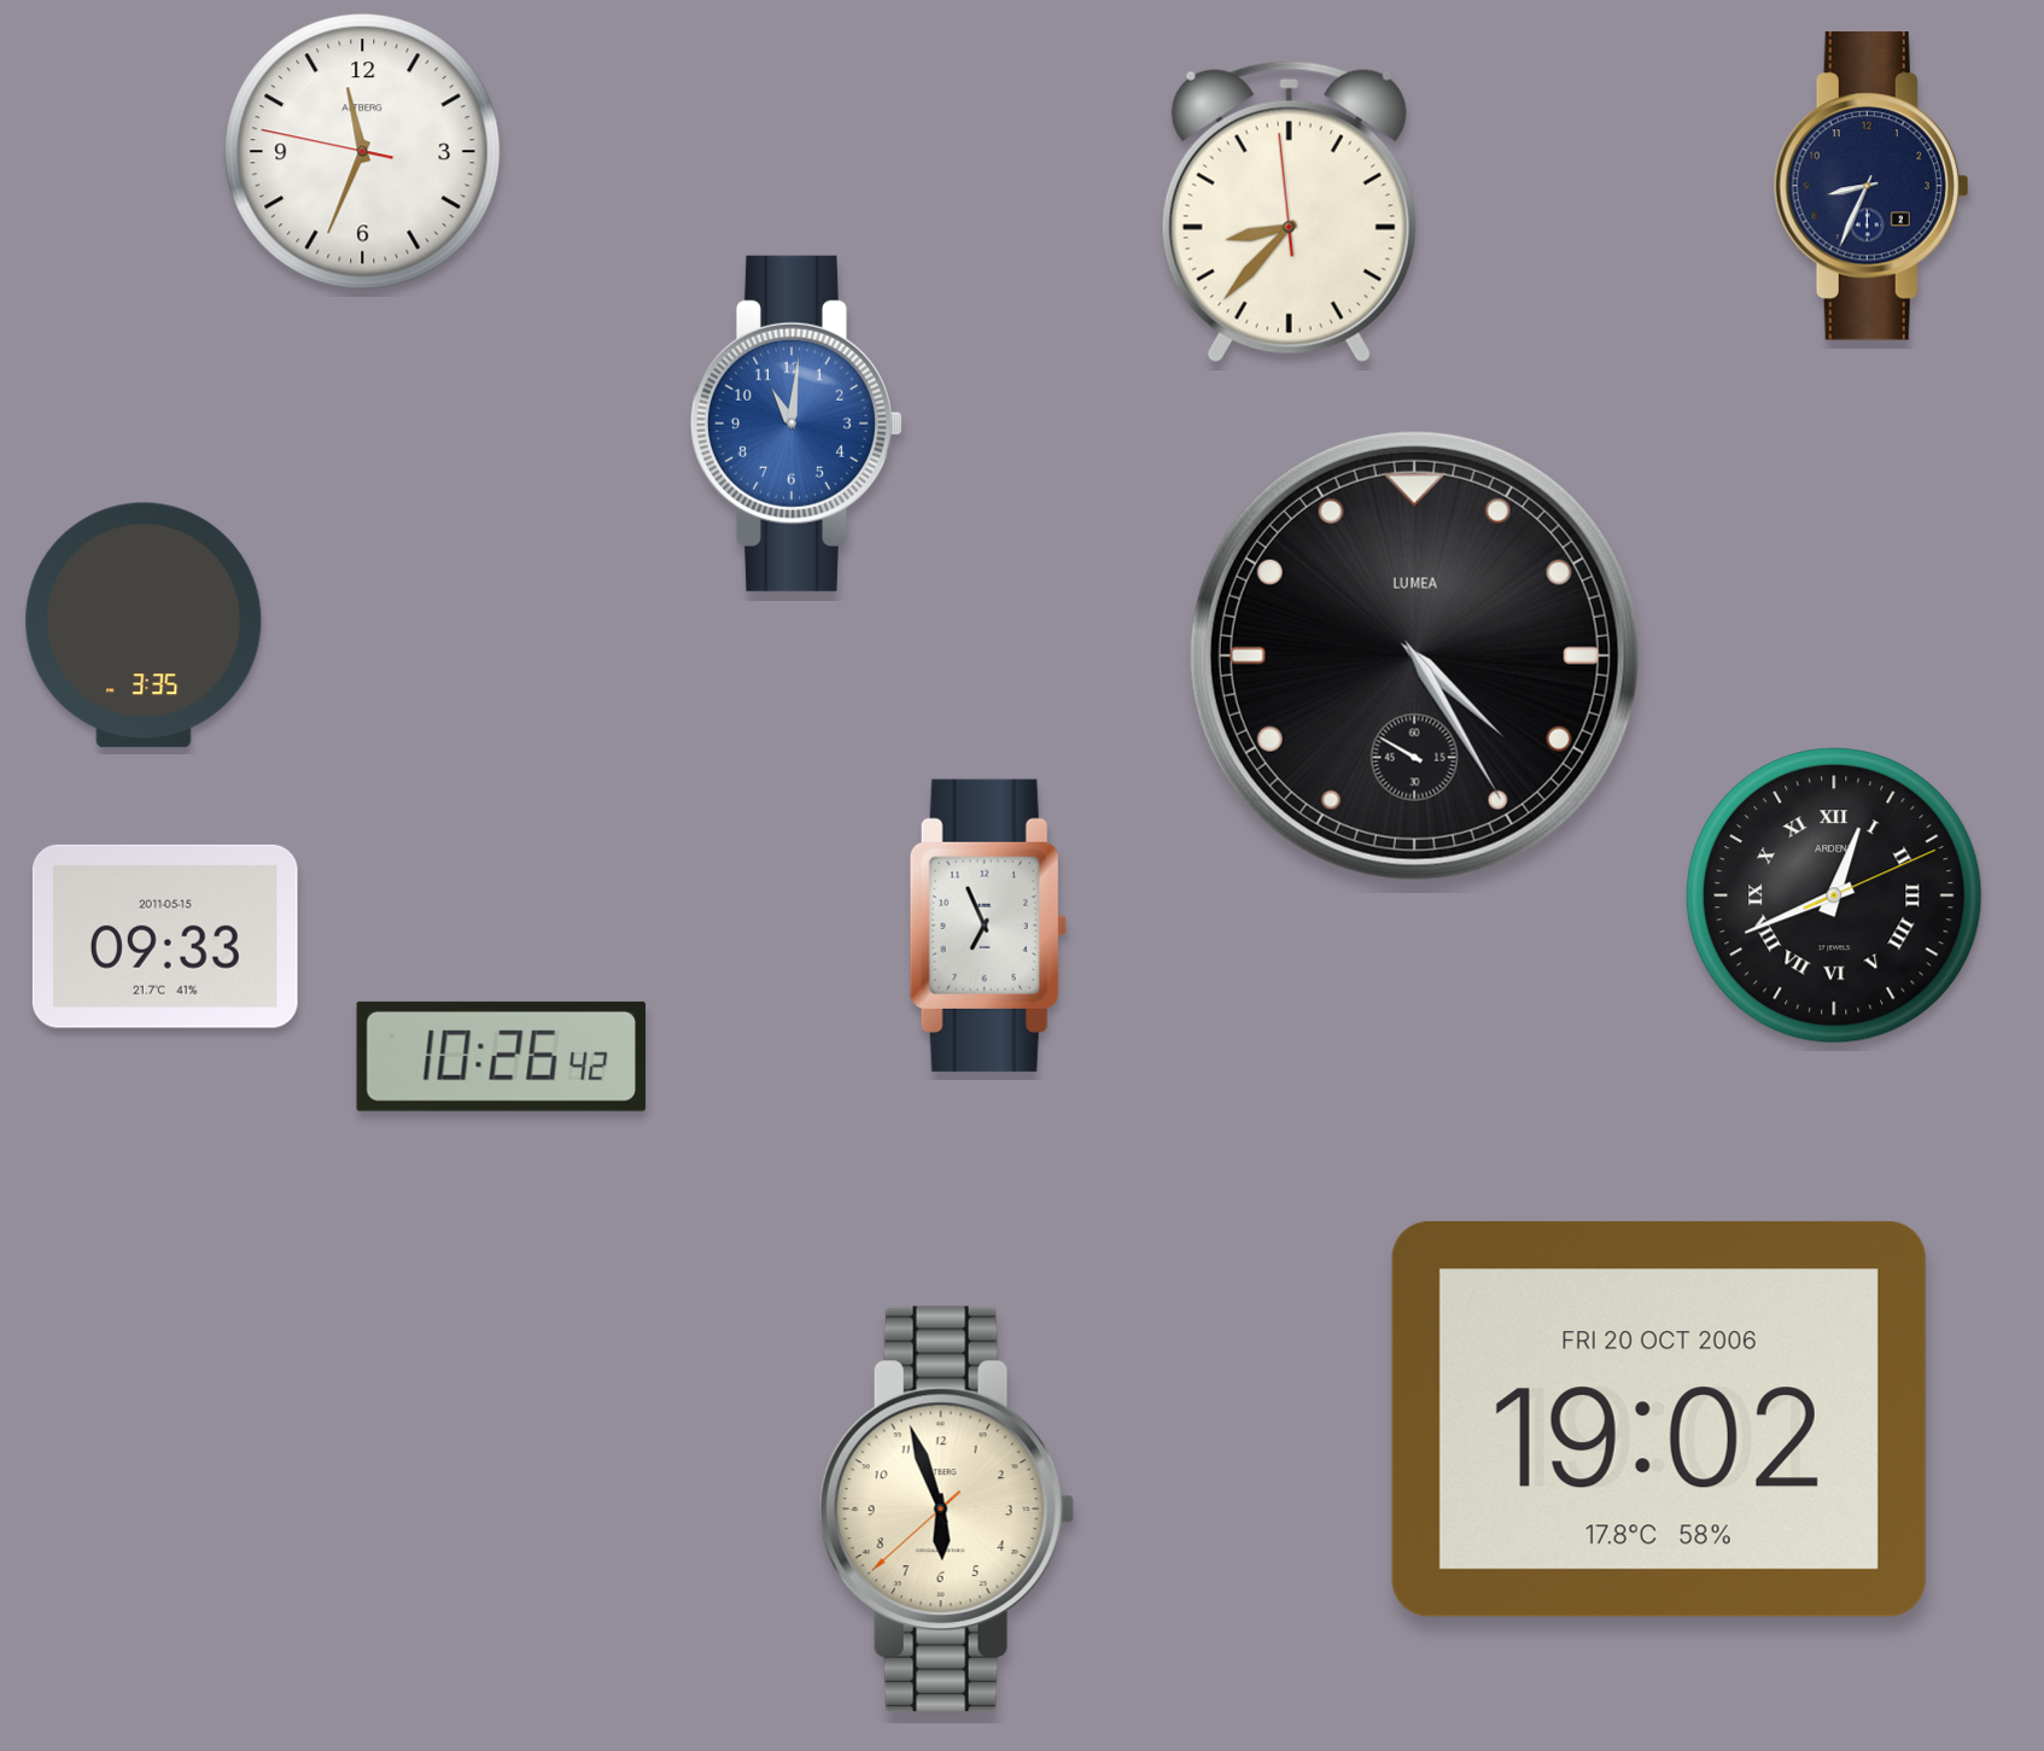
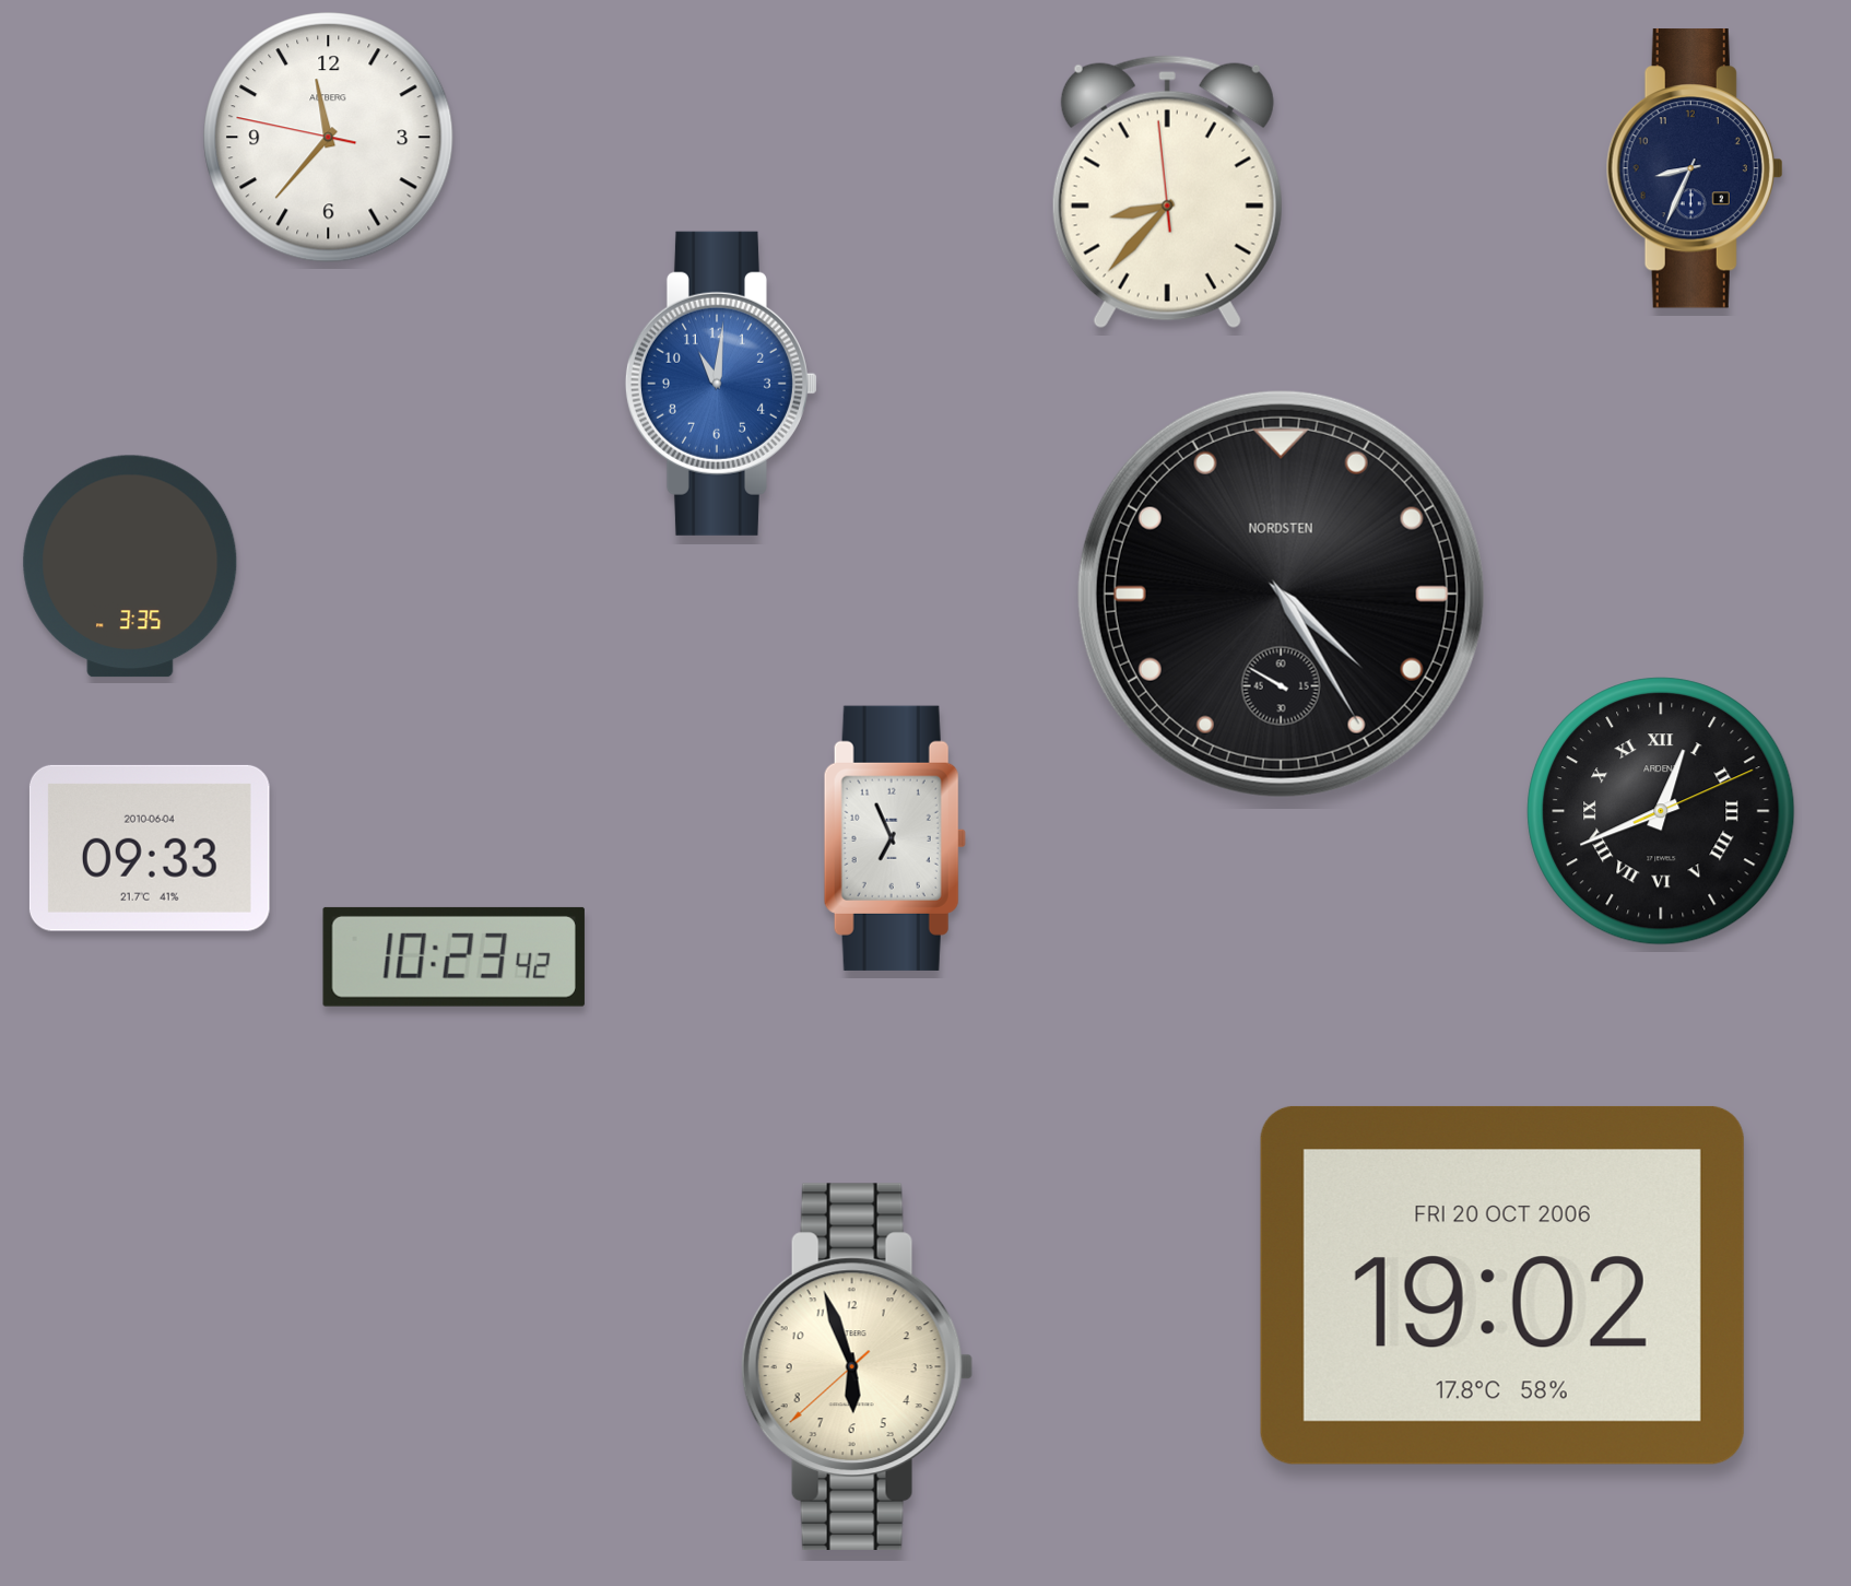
clock at (363, 152): 11:33 -> 11:36
clock at (1414, 655) brand: LUMEA -> NORDSTEN
clock at (165, 936) date: 2011-05-15 -> 2010-06-04
clock at (501, 1056): 10:26 -> 10:23
